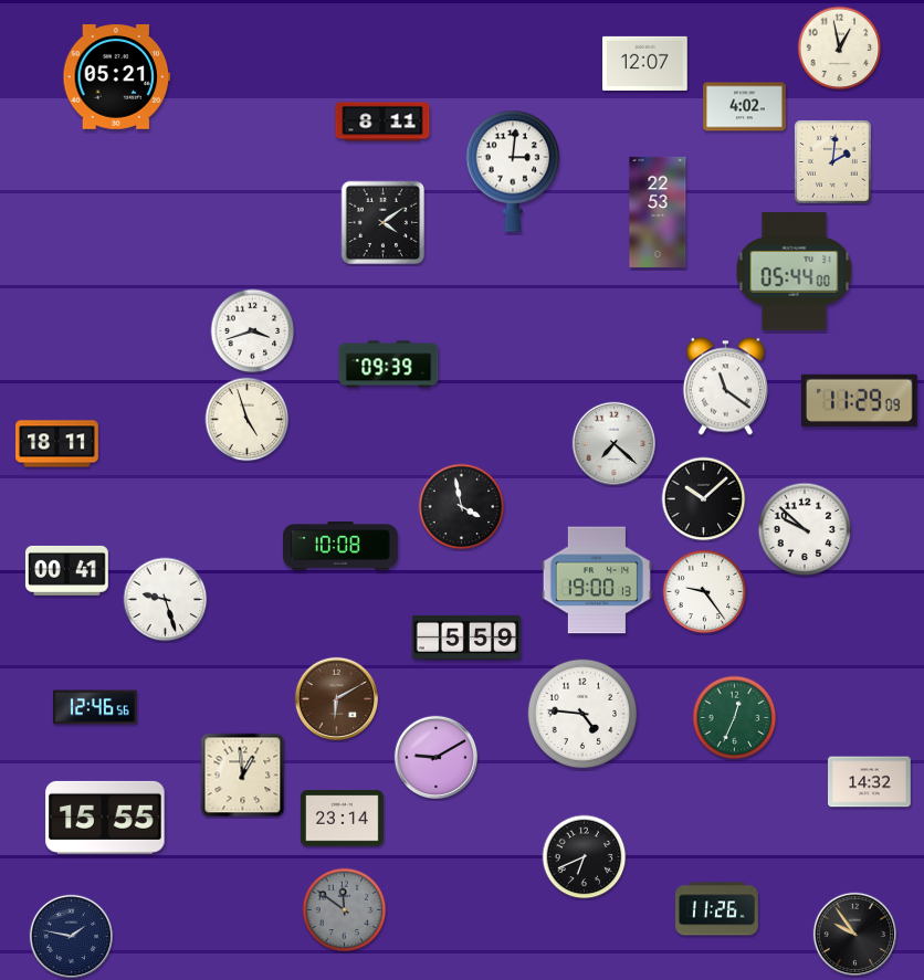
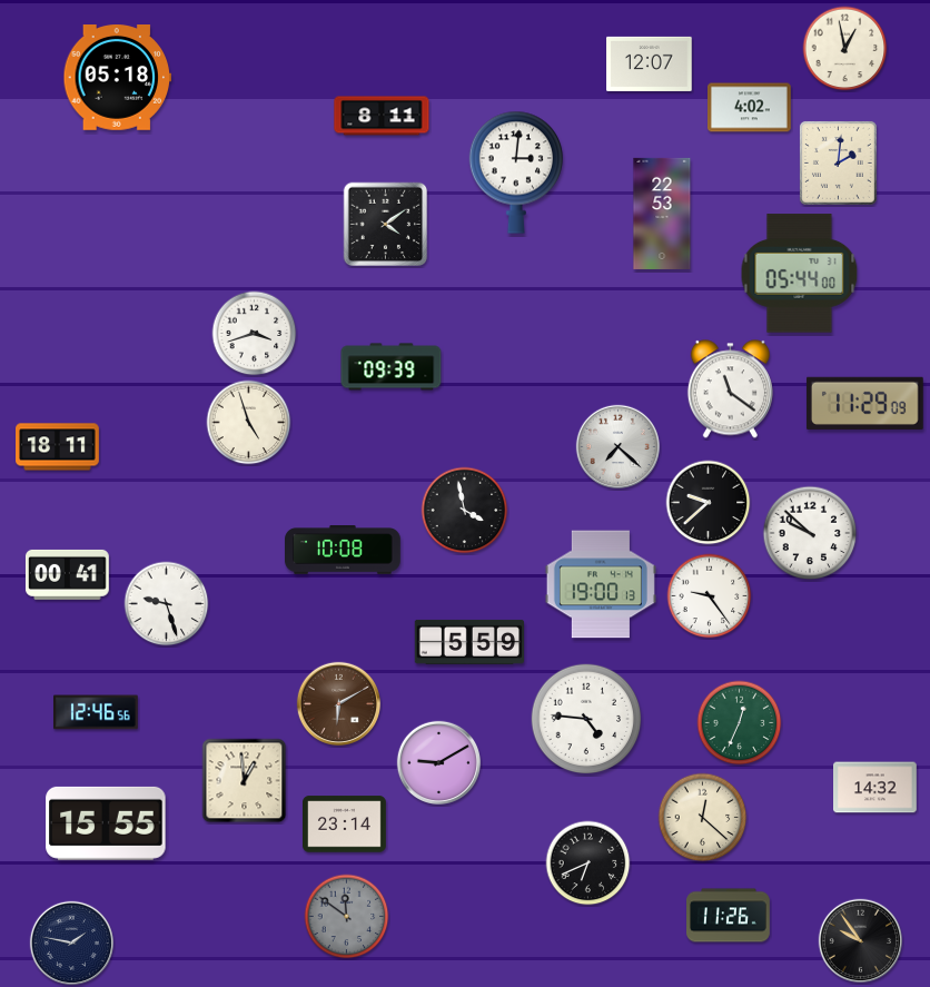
clock at (117, 77): 05:21 -> 05:18
clock at (382, 122) position: (382, 122) -> (382, 116)
clock at (704, 499): 10:08 -> 9:38
clock at (703, 818): none -> 12:22
clock at (717, 909) position: (717, 909) -> (729, 916)
